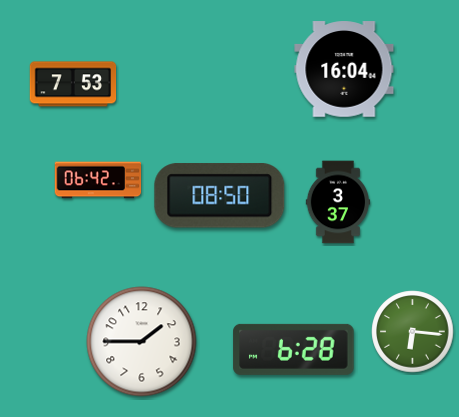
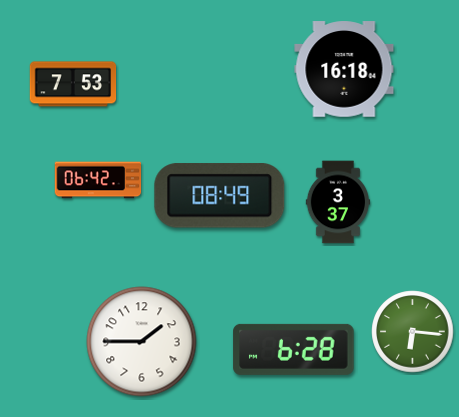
clock at (344, 69): 16:04 -> 16:18
clock at (220, 196): 08:50 -> 08:49
